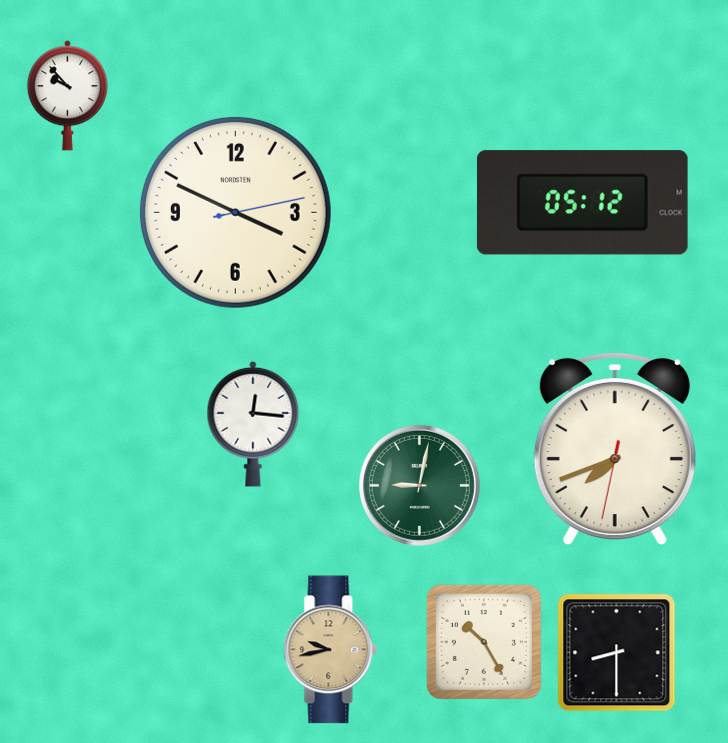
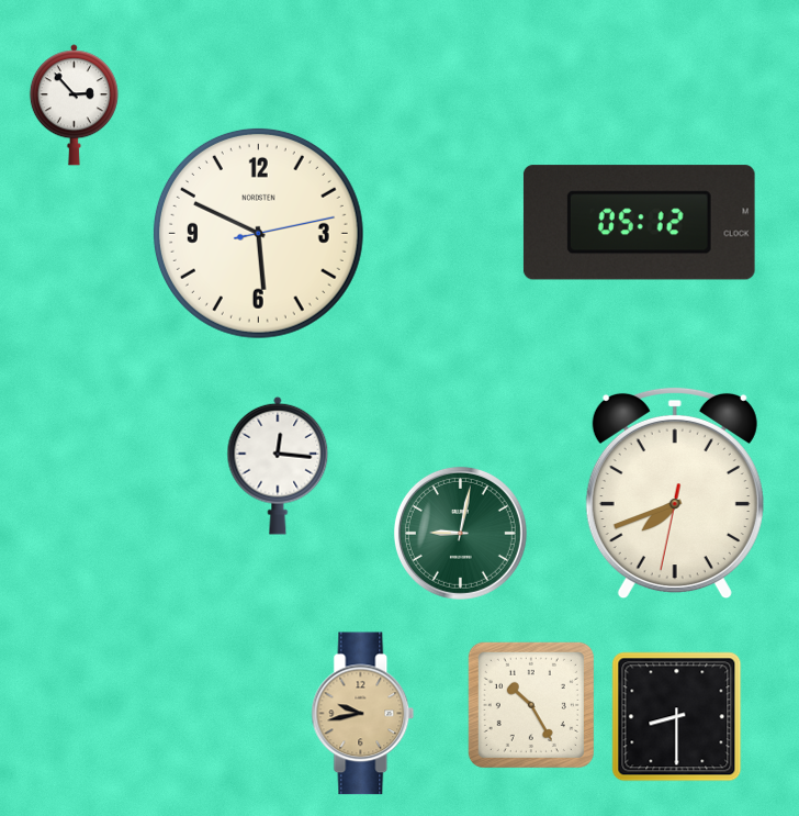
clock at (67, 96): 9:53 -> 2:53
clock at (235, 212): 3:49 -> 5:49
